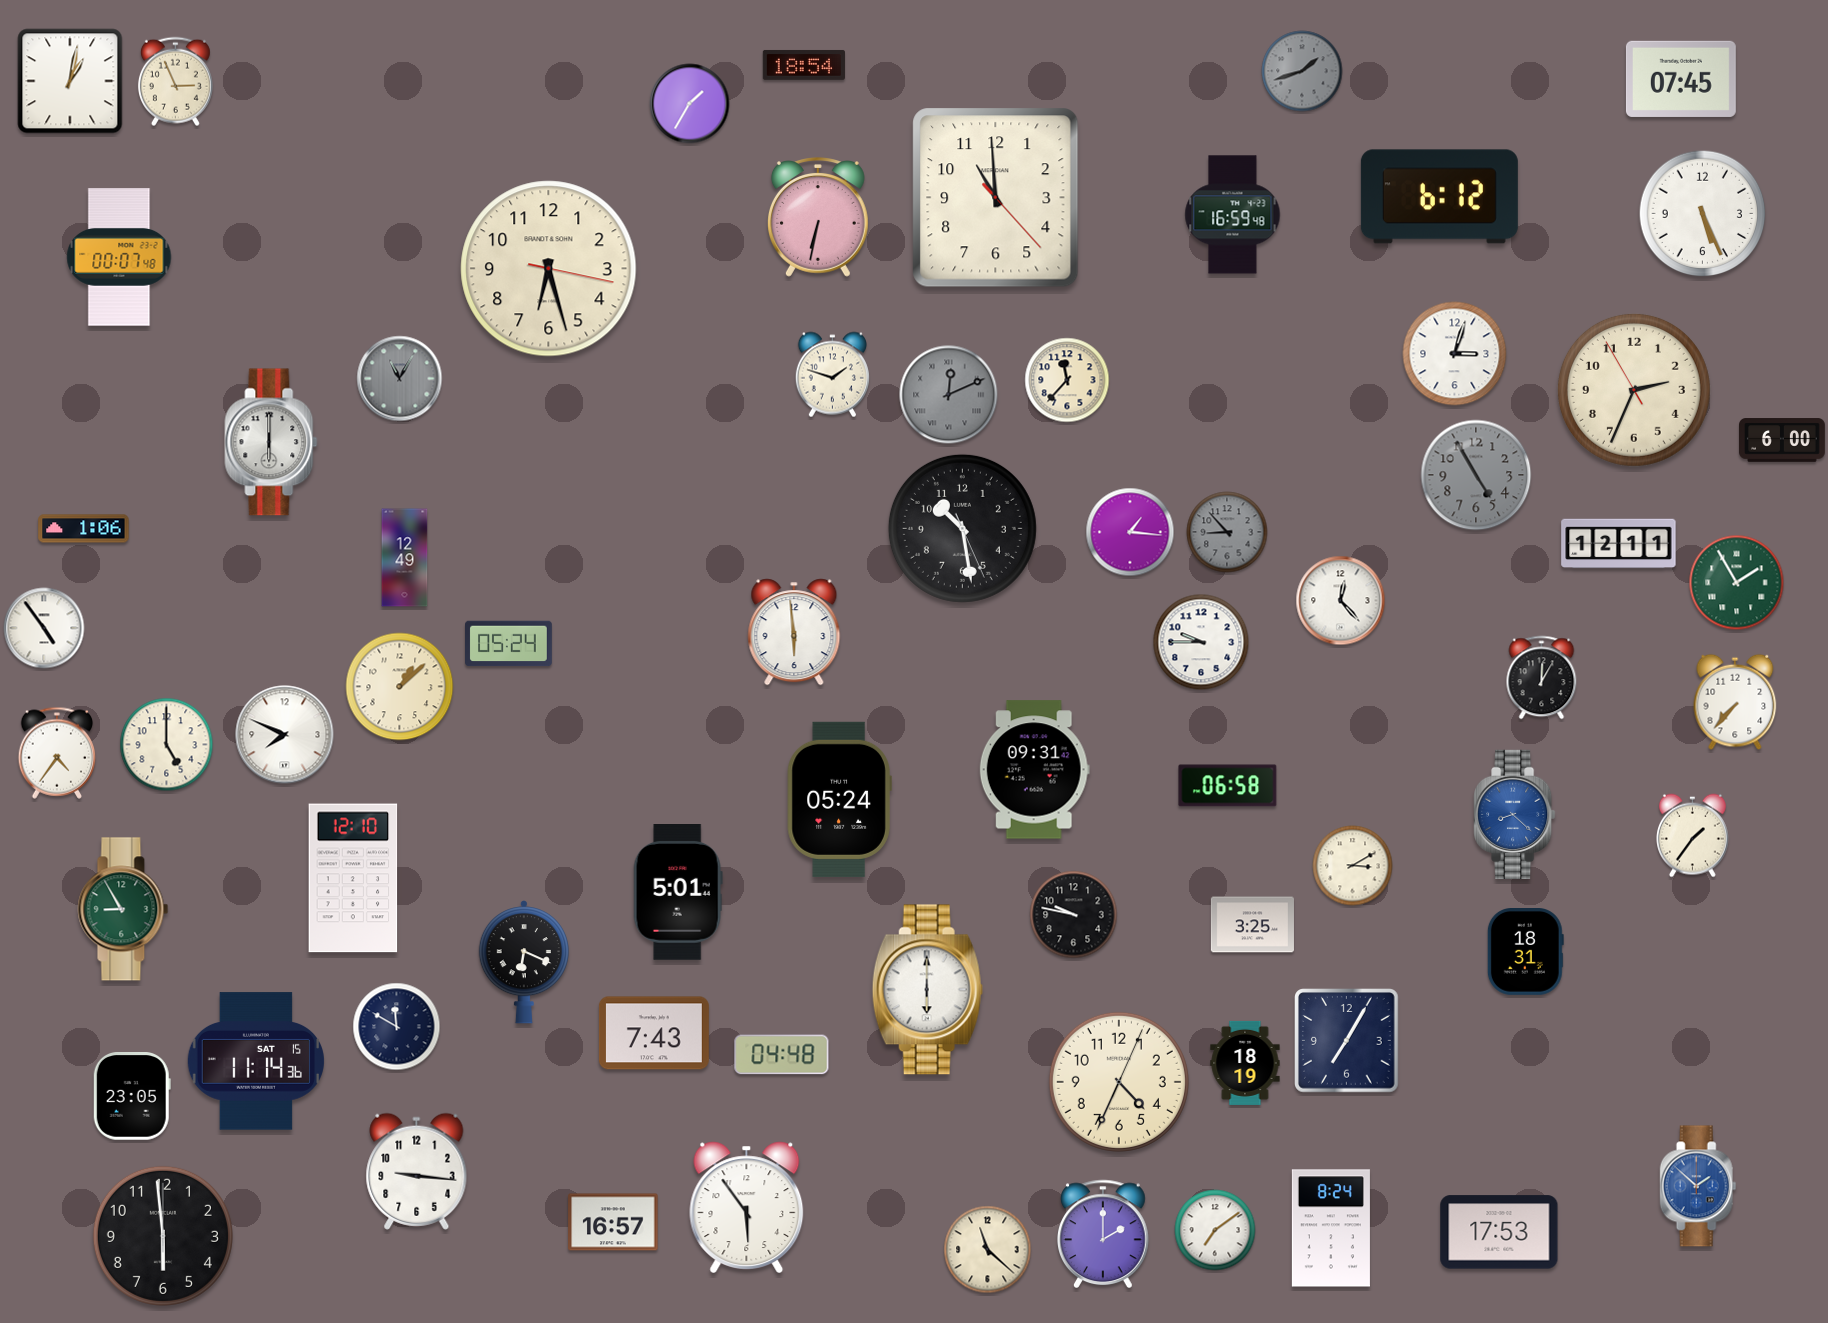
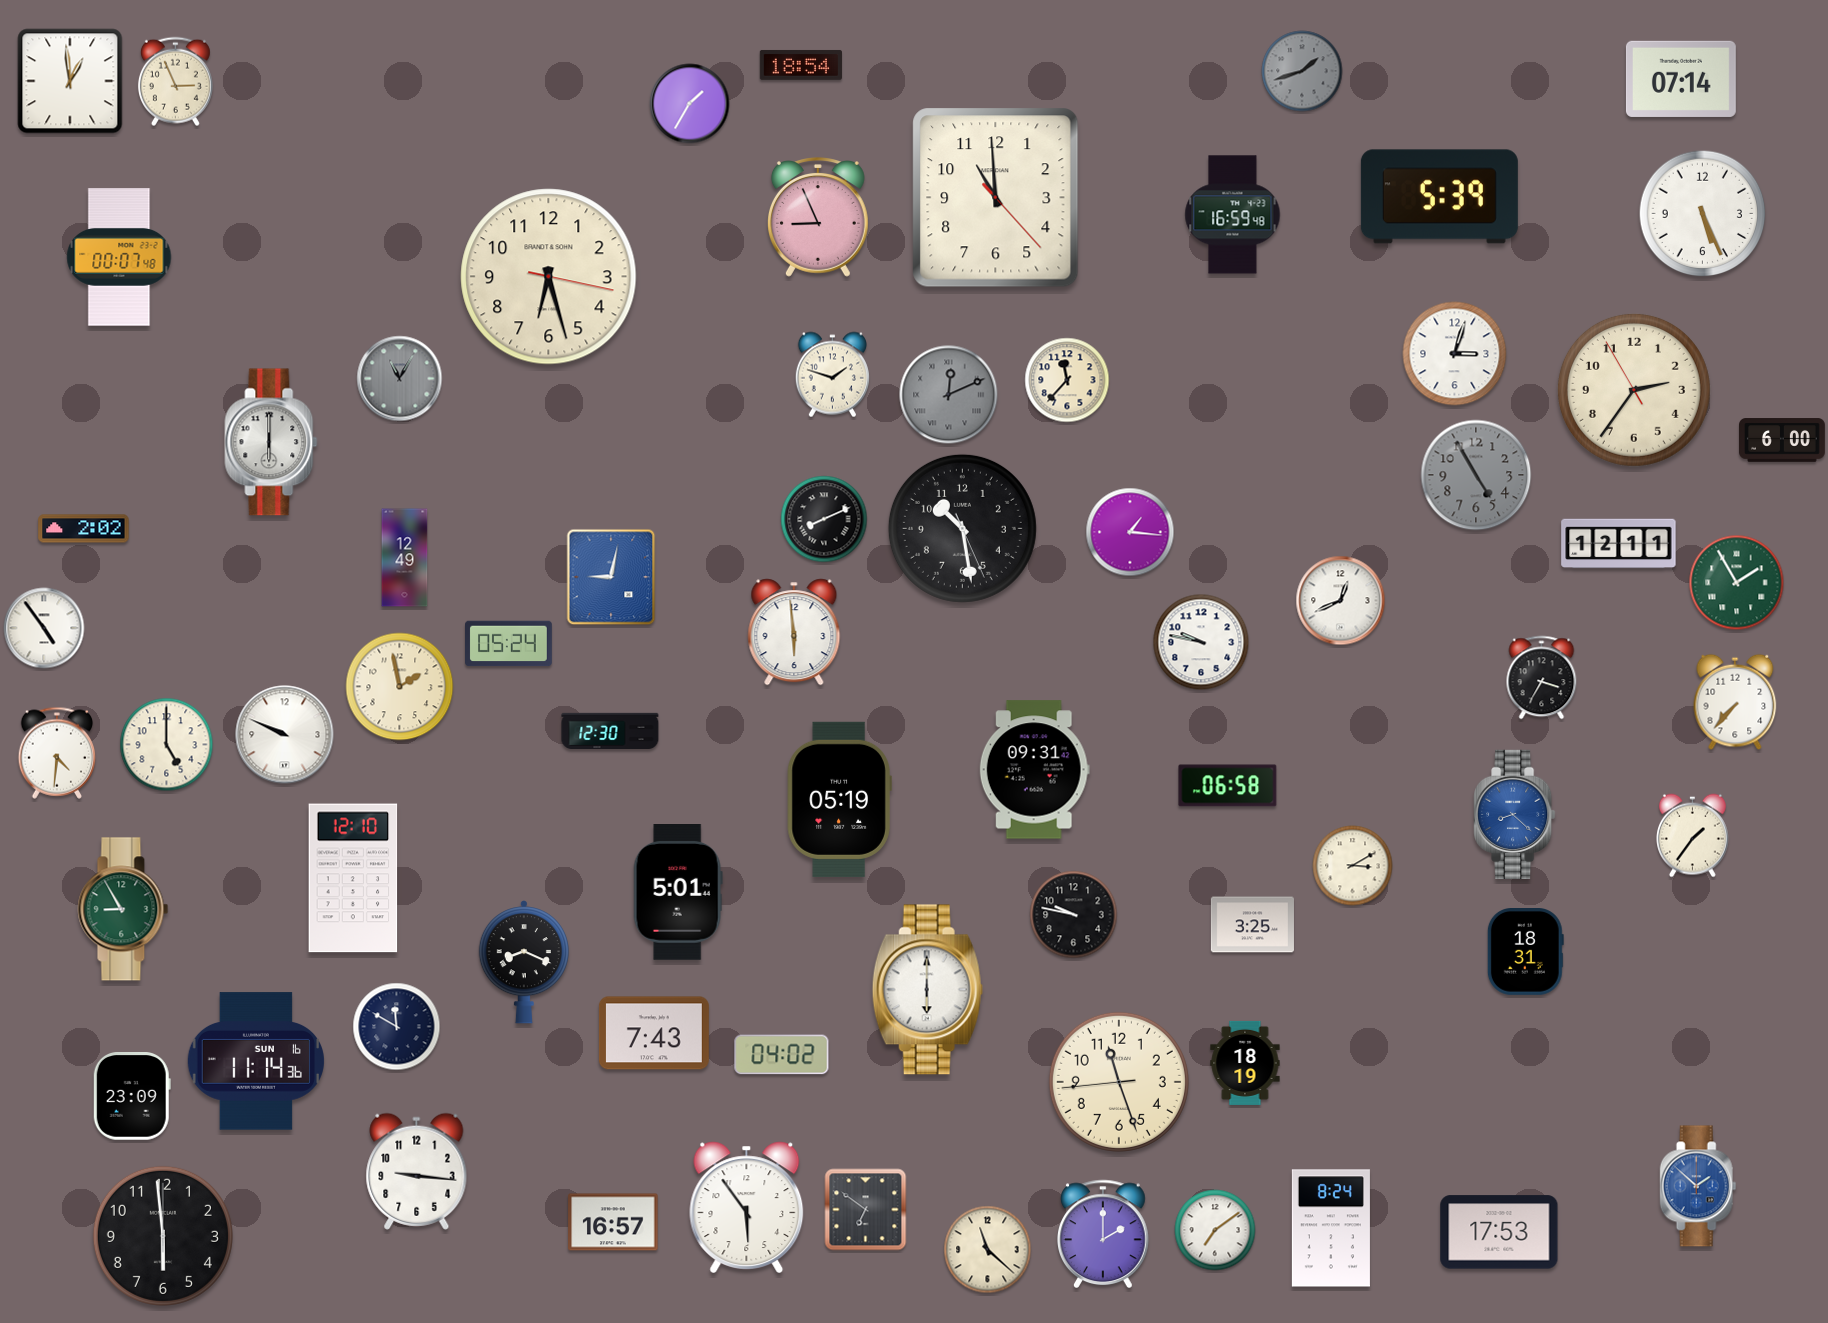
clock at (804, 65) position: (804, 65) -> (801, 65)
clock at (1681, 79): 07:45 -> 07:14
clock at (70, 81): 1:02 -> 12:59
clock at (1439, 197): 6:12 -> 5:39
clock at (818, 218): 6:32 -> 8:56
clock at (549, 269) position: (549, 269) -> (549, 277)
clock at (1634, 390): 2:33 -> 2:35
clock at (824, 519): none -> 8:11
clock at (84, 529): 1:06 -> 2:02
clock at (1227, 532): 8:53 -> none
clock at (611, 577): none -> 9:02
clock at (1341, 601): 12:23 -> 12:41
clock at (1201, 642): 9:45 -> 9:47
clock at (1542, 678): 12:05 -> 3:35
clock at (400, 687): 1:08 -> 1:58
clock at (610, 730): none -> 12:30
clock at (285, 735): 7:49 -> 9:49
clock at (57, 753): 4:36 -> 4:31
clock at (839, 799): 05:24 -> 05:19
clock at (524, 962): 6:19 -> 8:19
clock at (1347, 1041): 7:05 -> none
clock at (782, 1055): 04:48 -> 04:02
clock at (256, 1061) date: SAT 15 -> SUN 16
clock at (1119, 1082): 4:34 -> 11:26
clock at (132, 1096): 23:05 -> 23:09
clock at (866, 1210): none -> 6:51
